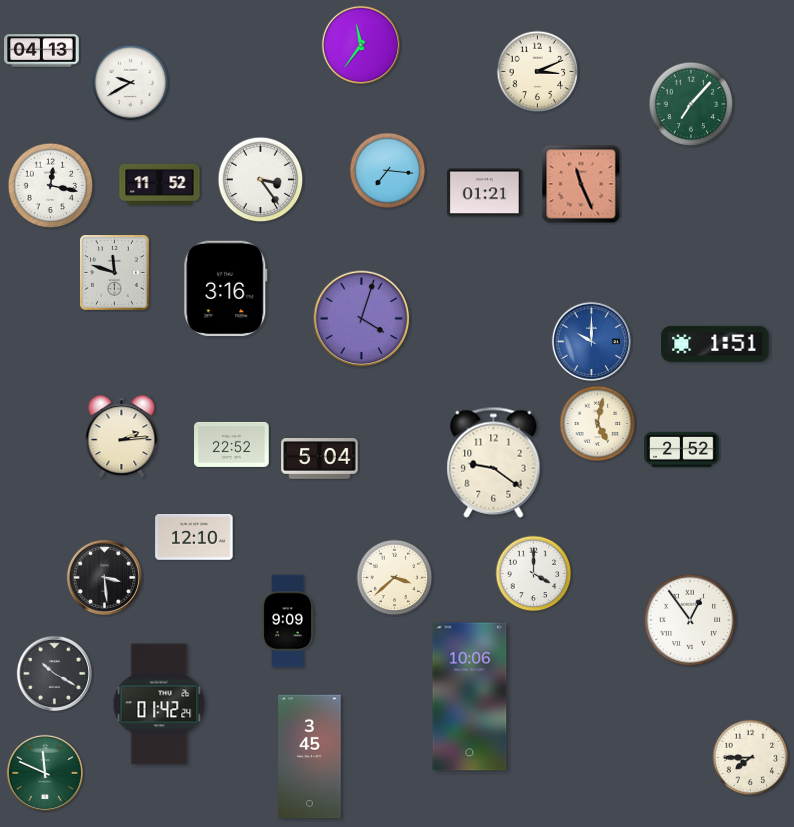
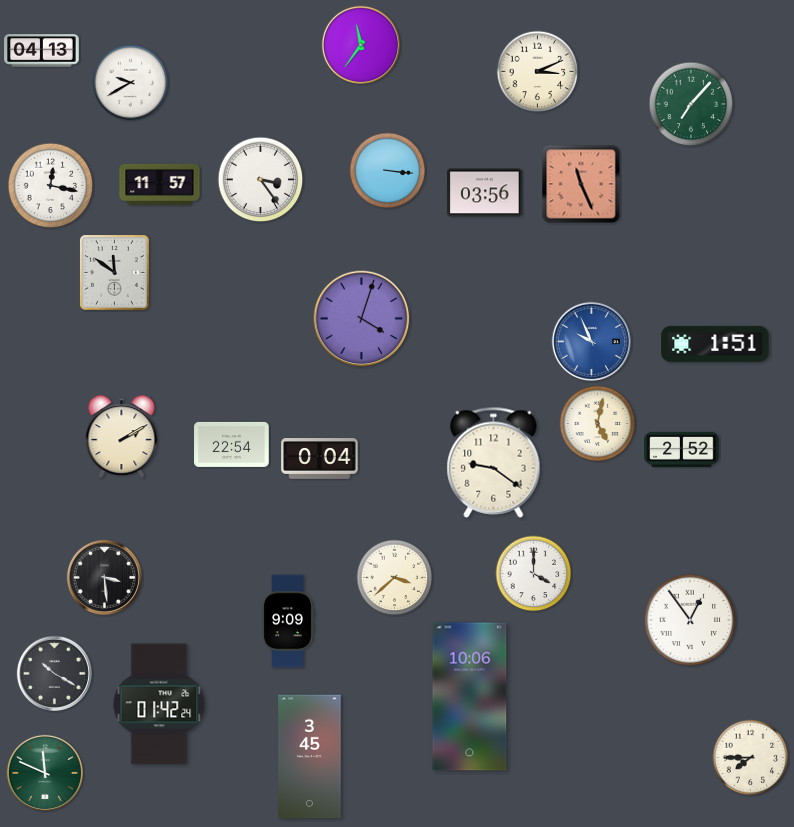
clock at (388, 171): 7:16 -> 3:16
clock at (160, 184): 11:52 -> 11:57
clock at (485, 193): 01:21 -> 03:56
clock at (115, 273): 11:48 -> 11:51
clock at (226, 289): 3:16 -> none
clock at (591, 341): 10:00 -> 9:56
clock at (122, 436): 2:14 -> 2:10
clock at (232, 444): 22:52 -> 22:54
clock at (320, 459): 5:04 -> 0:04
clock at (194, 538): 12:10 -> none
